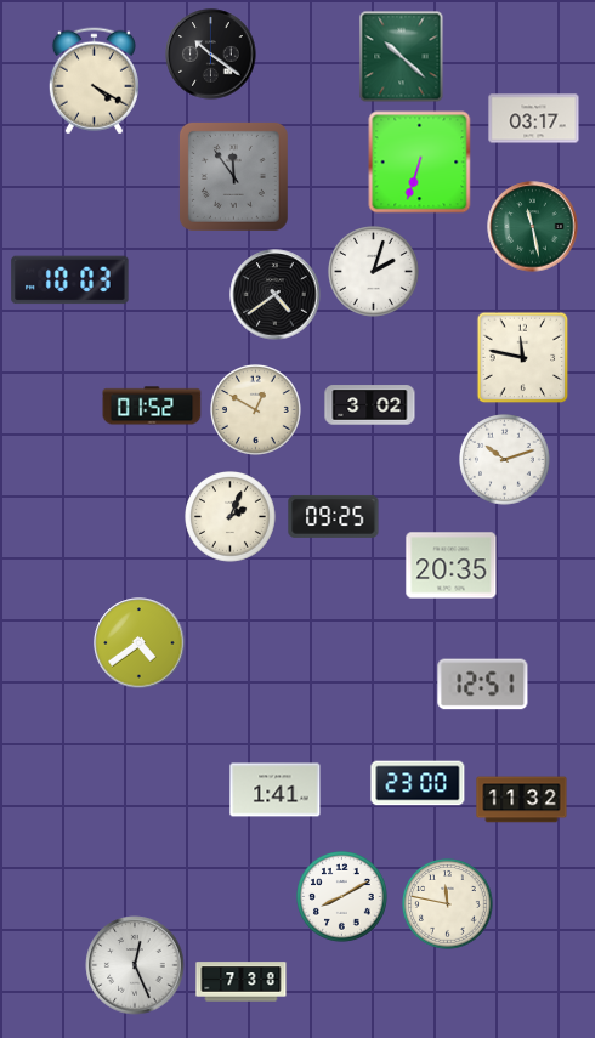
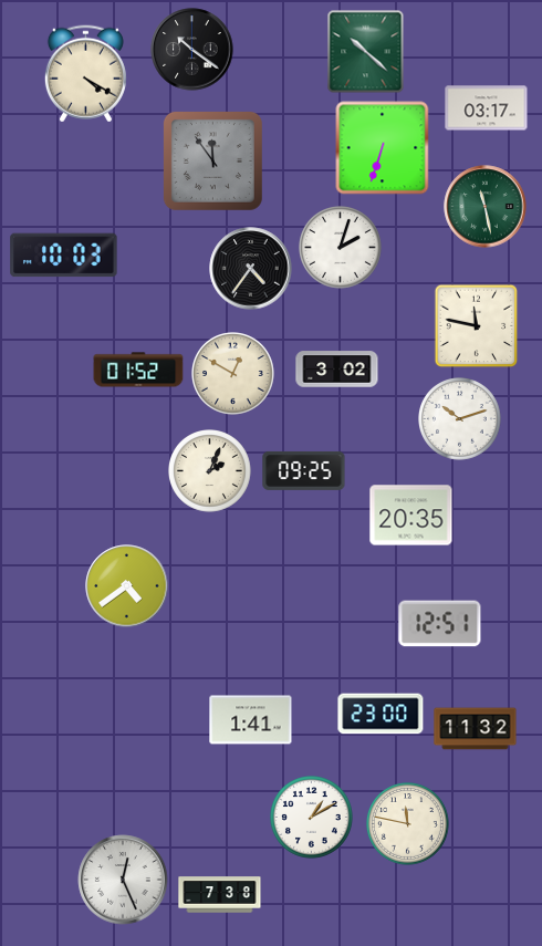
clock at (276, 295): 4:39 -> 4:36
clock at (342, 897): 8:10 -> 1:10
